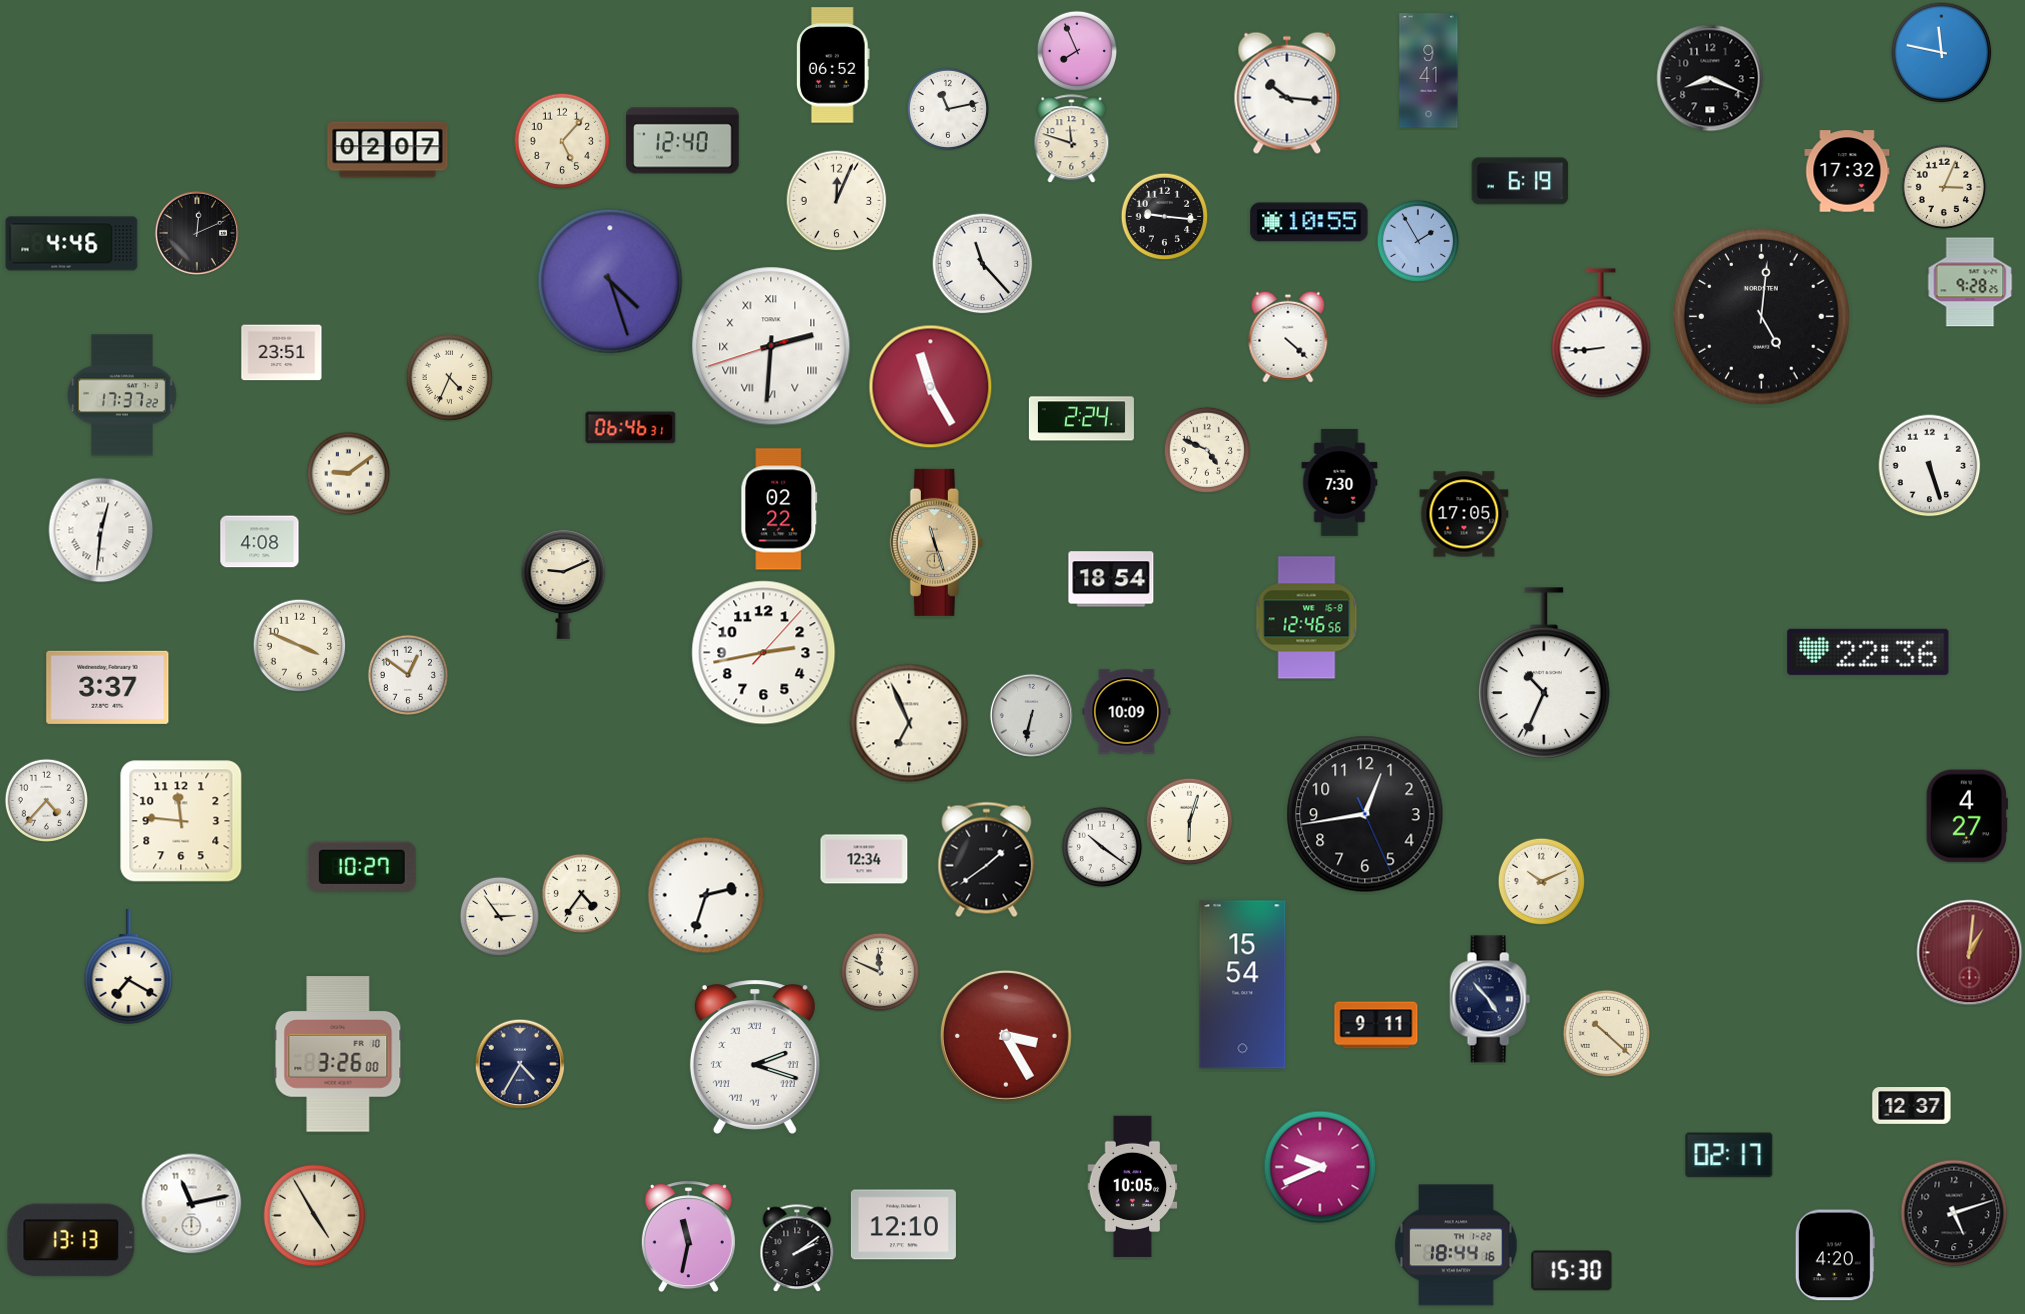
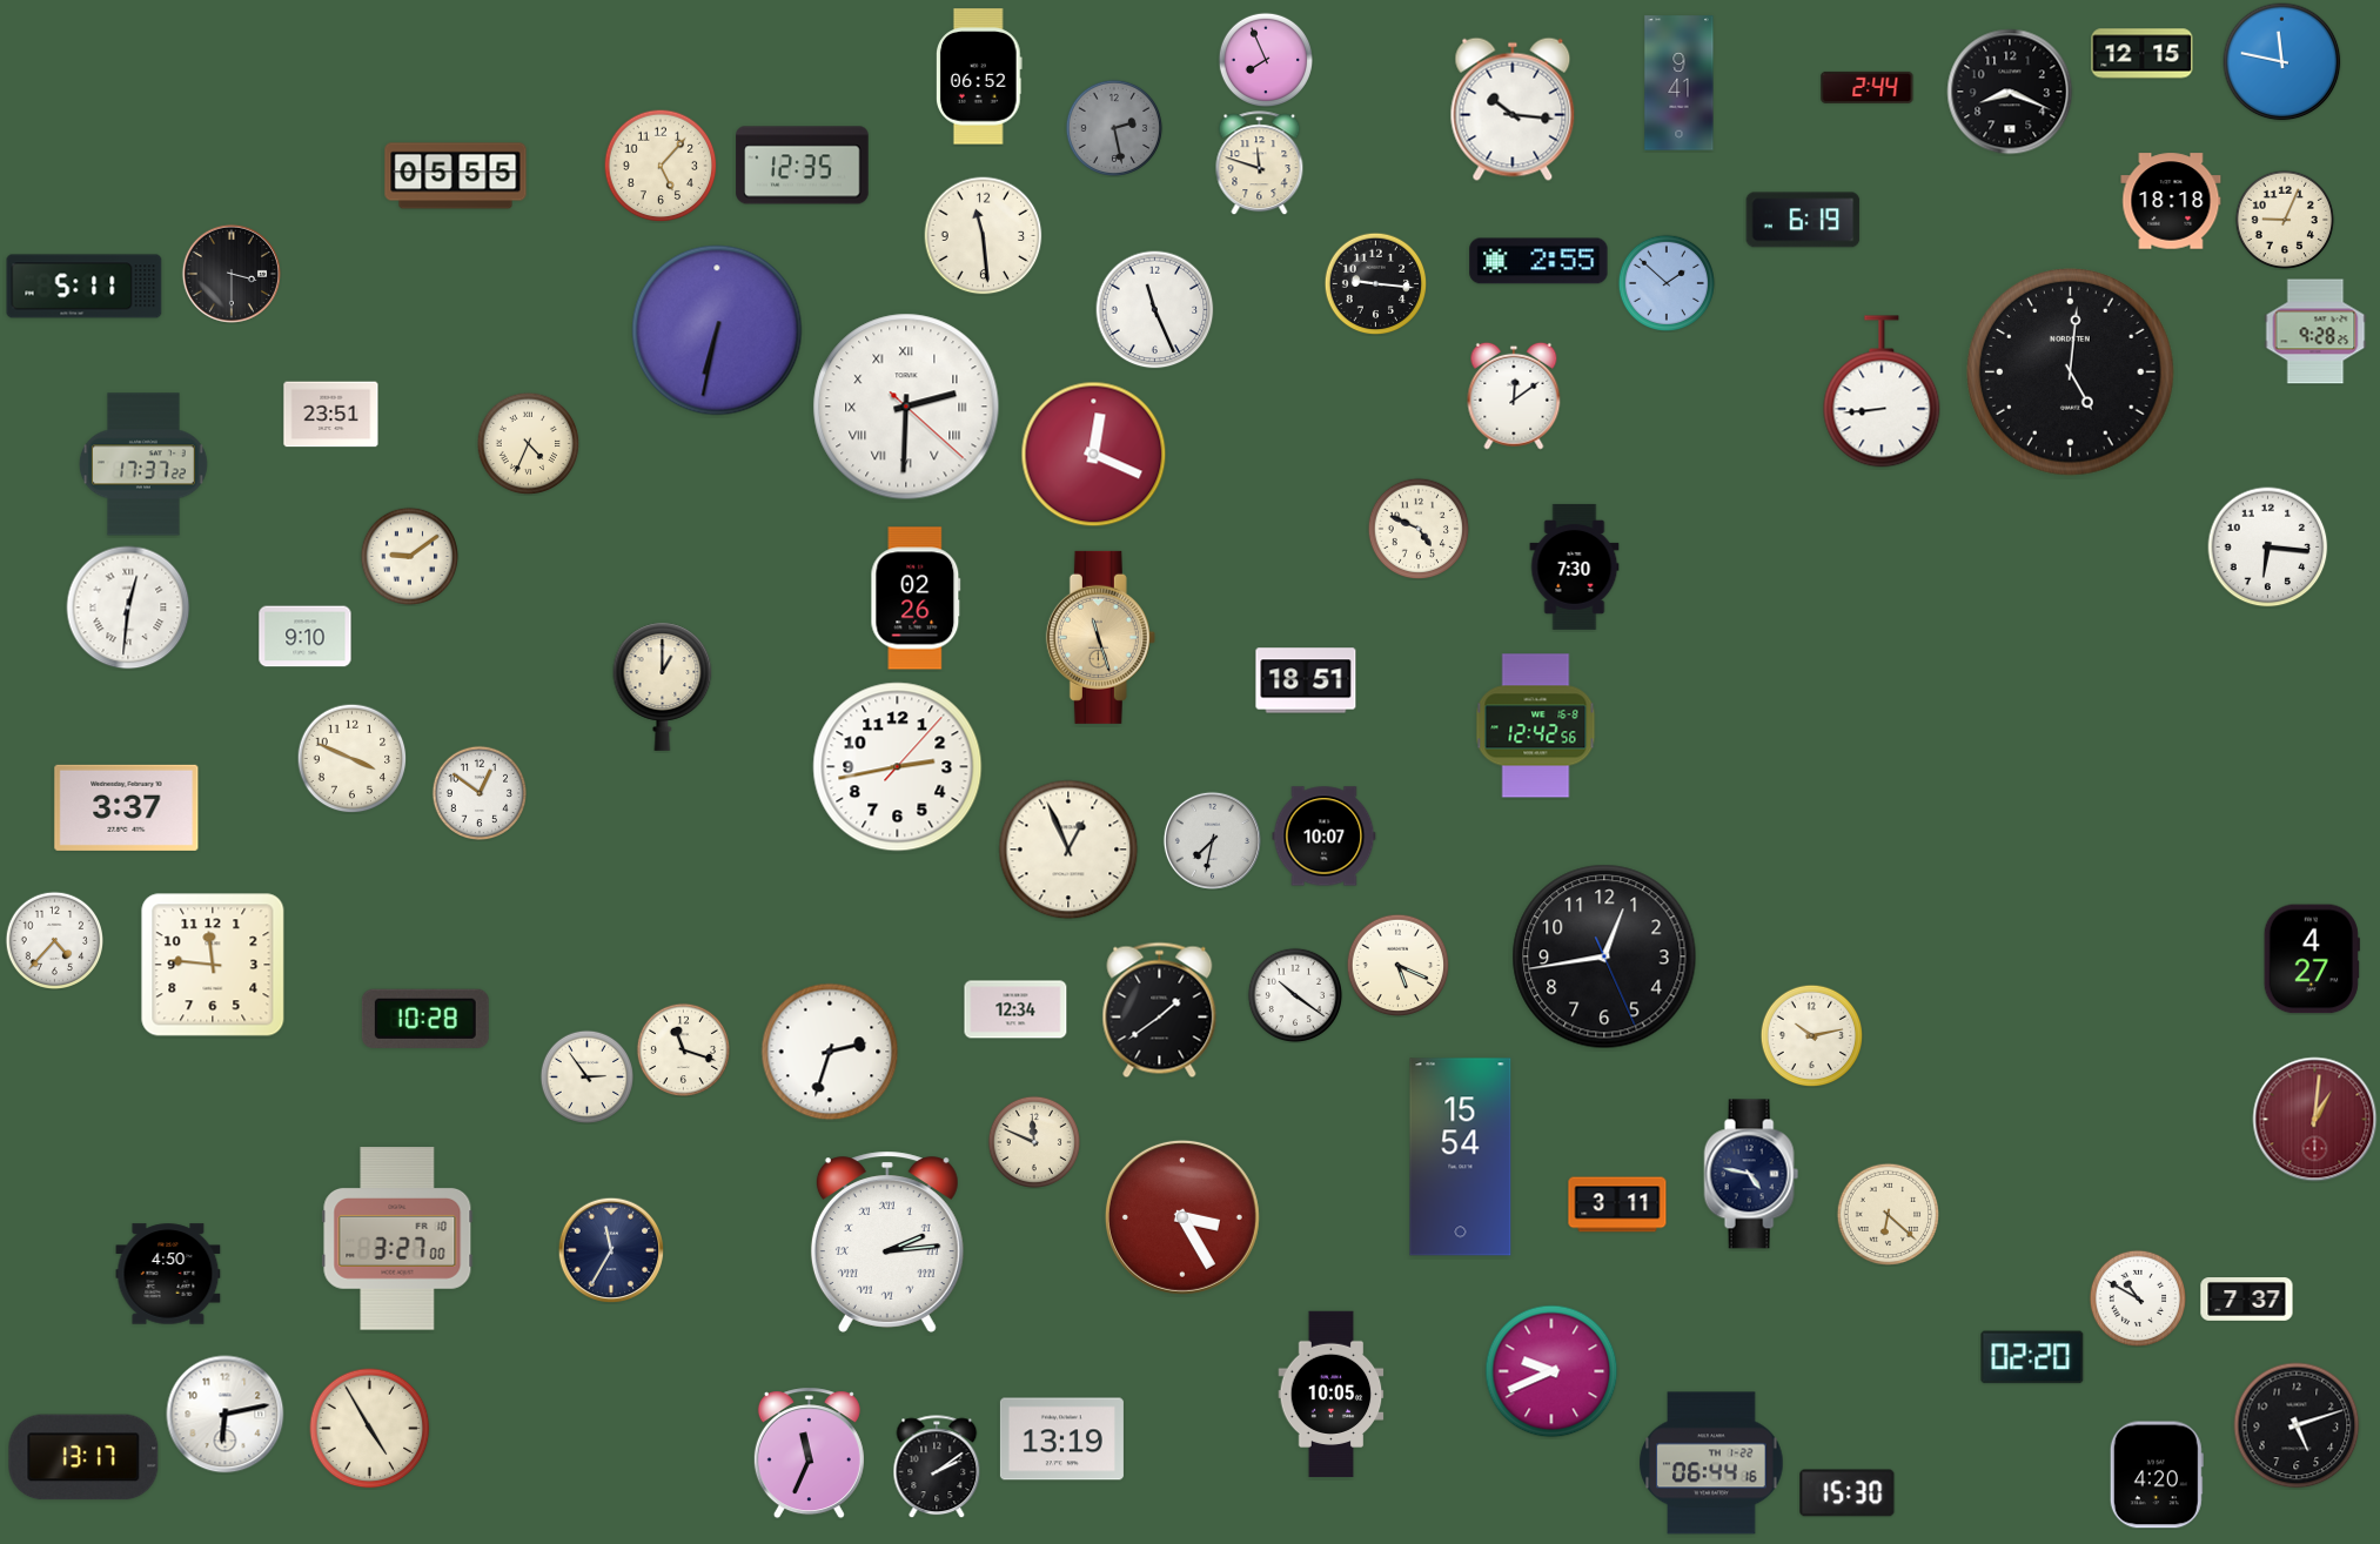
clock at (2143, 54): none -> 12:15
clock at (1868, 87): none -> 2:44
clock at (947, 108): 11:13 -> 2:28
clock at (947, 108) dial: white -> grey
clock at (683, 141): 12:40 -> 12:35
clock at (388, 150): 02:07 -> 05:55
clock at (1847, 171): 17:32 -> 18:18
clock at (1520, 181) position: (1520, 181) -> (1803, 220)
clock at (1944, 187): 3:04 -> 9:04
clock at (837, 201): 12:04 -> 11:29
clock at (1164, 216) position: (1164, 216) -> (1375, 283)
clock at (1309, 222): 10:55 -> 2:55
clock at (197, 233): 12:11 -> 3:30
clock at (1417, 240): 1:55 -> 1:52
clock at (72, 244): 4:46 -> 5:11
clock at (983, 264): 11:23 -> 11:26
clock at (610, 281): 4:27 -> 6:32
clock at (1288, 337): 4:22 -> 12:09
clock at (771, 346): 2:30:42 -> 2:30:22
clock at (931, 387): 11:25 -> 12:19
clock at (1081, 419): 2:24 -> none
clock at (631, 428): 06:46 -> none
clock at (1930, 466): 5:27 -> 6:16
clock at (779, 509): 02:22 -> 02:26
clock at (1464, 514): 17:05 -> none
clock at (101, 530) position: (101, 530) -> (128, 607)
clock at (260, 542): 4:08 -> 9:10
clock at (1111, 579): 18:54 -> 18:51
clock at (564, 584): 9:11 -> 1:00
clock at (1307, 618): 12:46 -> 12:42
clock at (1868, 652): 22:36 -> none
clock at (1545, 673): 10:34 -> none
clock at (1127, 712): 10:09 -> 10:07
clock at (1031, 715): 6:32 -> 7:32
clock at (909, 723): 6:56 -> 12:56
clock at (1189, 821): 6:03 -> 5:19
clock at (362, 867): 10:27 -> 10:28
clock at (1541, 881): 10:11 -> 10:13
clock at (581, 893): 4:36 -> 11:18
clock at (129, 967): 7:20 -> none
clock at (1490, 999): 4:53 -> 4:47
clock at (1376, 1025): 9:11 -> 3:11
clock at (1606, 1033): 10:22 -> 6:22
clock at (338, 1054): 3:26 -> 3:27
clock at (755, 1057): 2:18 -> 2:14
clock at (520, 1064): 4:35 -> 11:35
clock at (168, 1274): none -> 4:50
clock at (2137, 1297): none -> 10:50
clock at (1912, 1106): 12:37 -> 7:37
clock at (1729, 1155): 02:17 -> 02:20
clock at (192, 1204): 11:13 -> 6:13
clock at (903, 1225): 12:10 -> 13:19
clock at (688, 1237): 11:32 -> 11:34
clock at (71, 1240): 13:13 -> 13:17
clock at (1456, 1245): 18:44 -> 06:44
